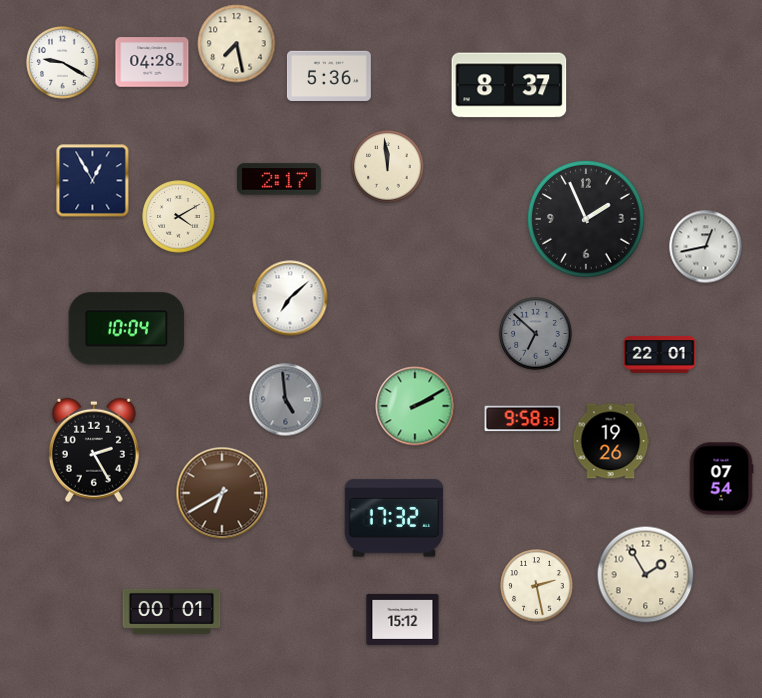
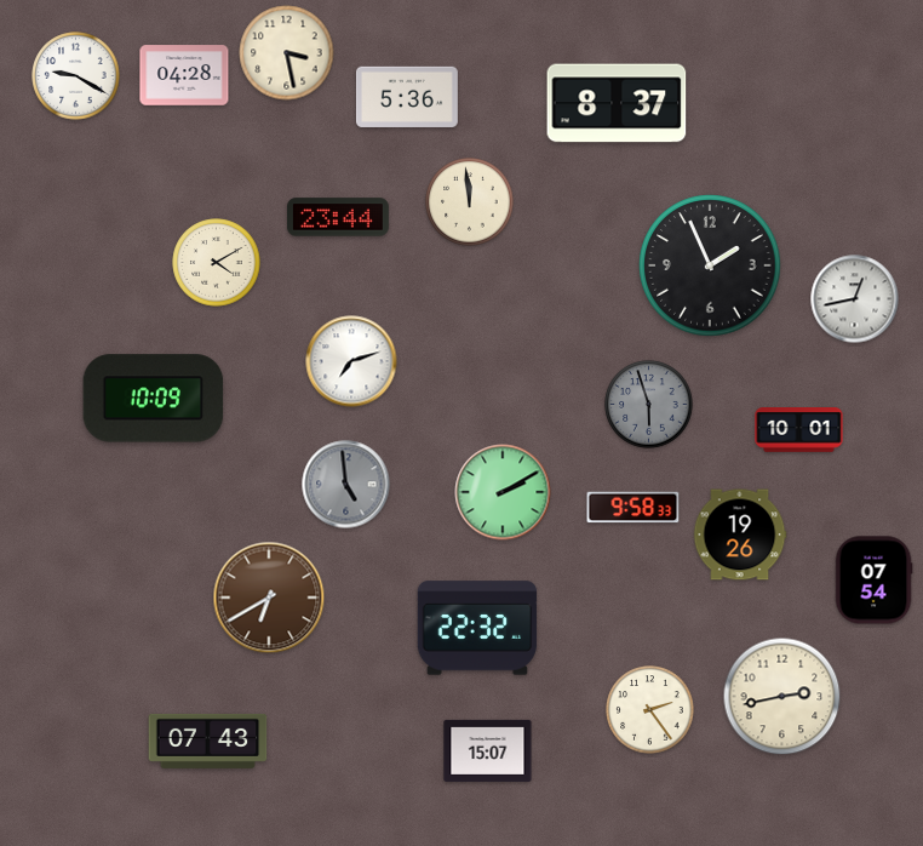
clock at (237, 44): 7:28 -> 3:28
clock at (329, 75) position: (329, 75) -> (407, 96)
clock at (279, 179): 2:17 -> 23:44
clock at (93, 181): 12:55 -> none
clock at (290, 298): 7:08 -> 7:12
clock at (127, 329): 10:04 -> 10:09
clock at (536, 334): 6:52 -> 5:57
clock at (660, 355): 22:01 -> 10:01
clock at (94, 450): 2:25 -> none
clock at (394, 518): 17:32 -> 22:32
clock at (646, 575): 1:55 -> 2:43
clock at (537, 586): 2:28 -> 2:24
clock at (172, 611): 00:01 -> 07:43
clock at (403, 619): 15:12 -> 15:07
